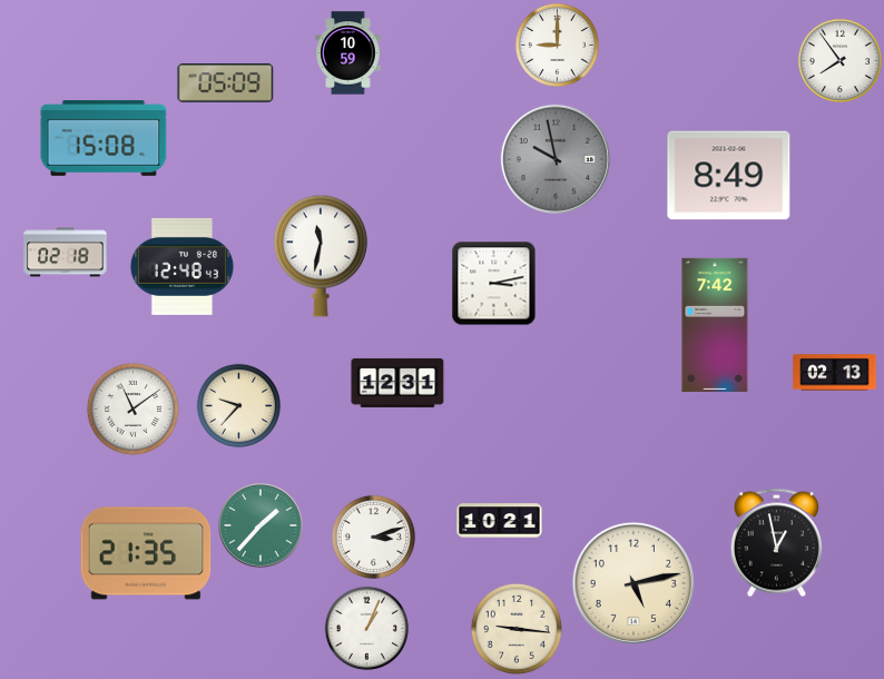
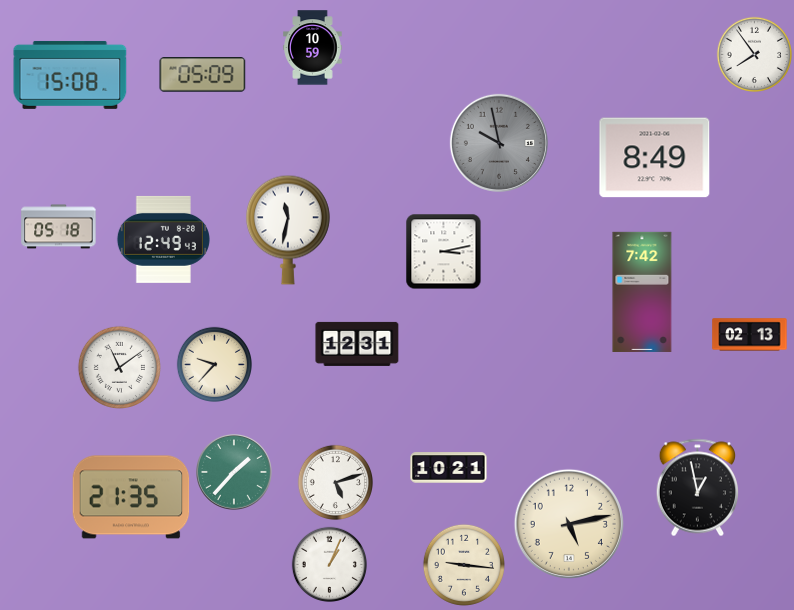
clock at (557, 45): 9:00 -> none
clock at (104, 138) position: (104, 138) -> (70, 75)
clock at (66, 253): 02:18 -> 05:18
clock at (181, 266): 12:48 -> 12:49
clock at (494, 284) position: (494, 284) -> (444, 252)
clock at (373, 537): 3:12 -> 5:12
